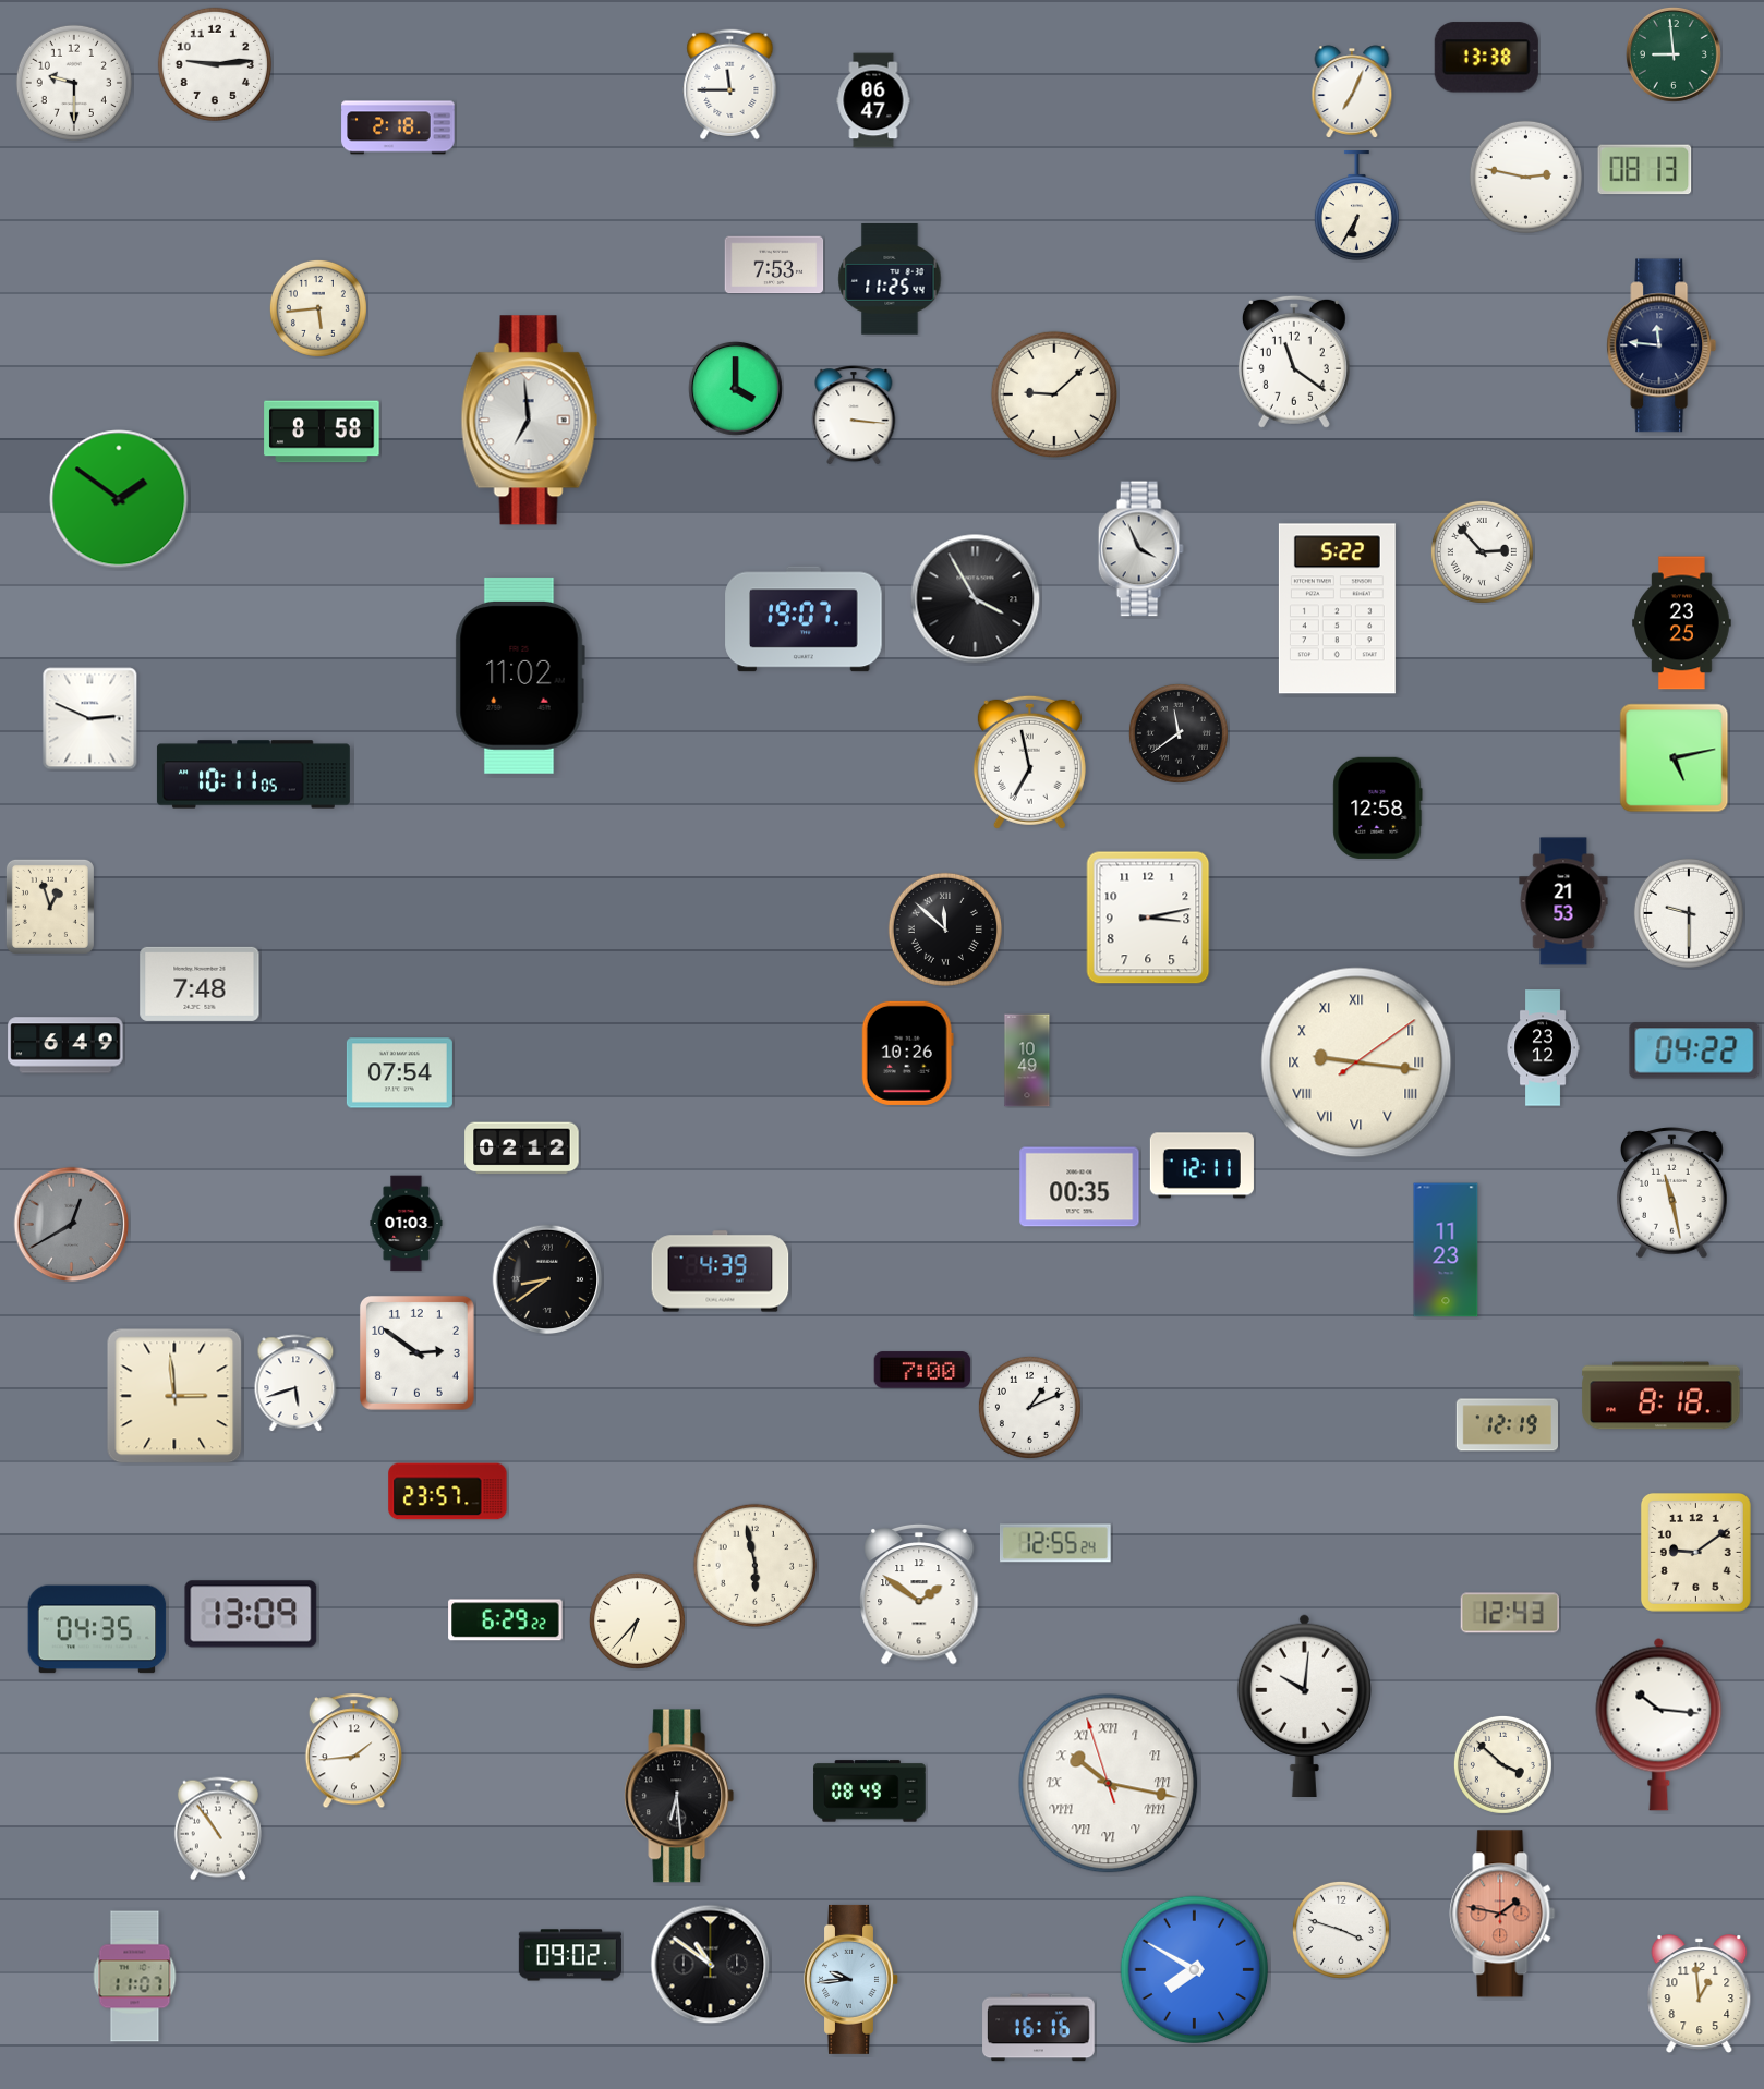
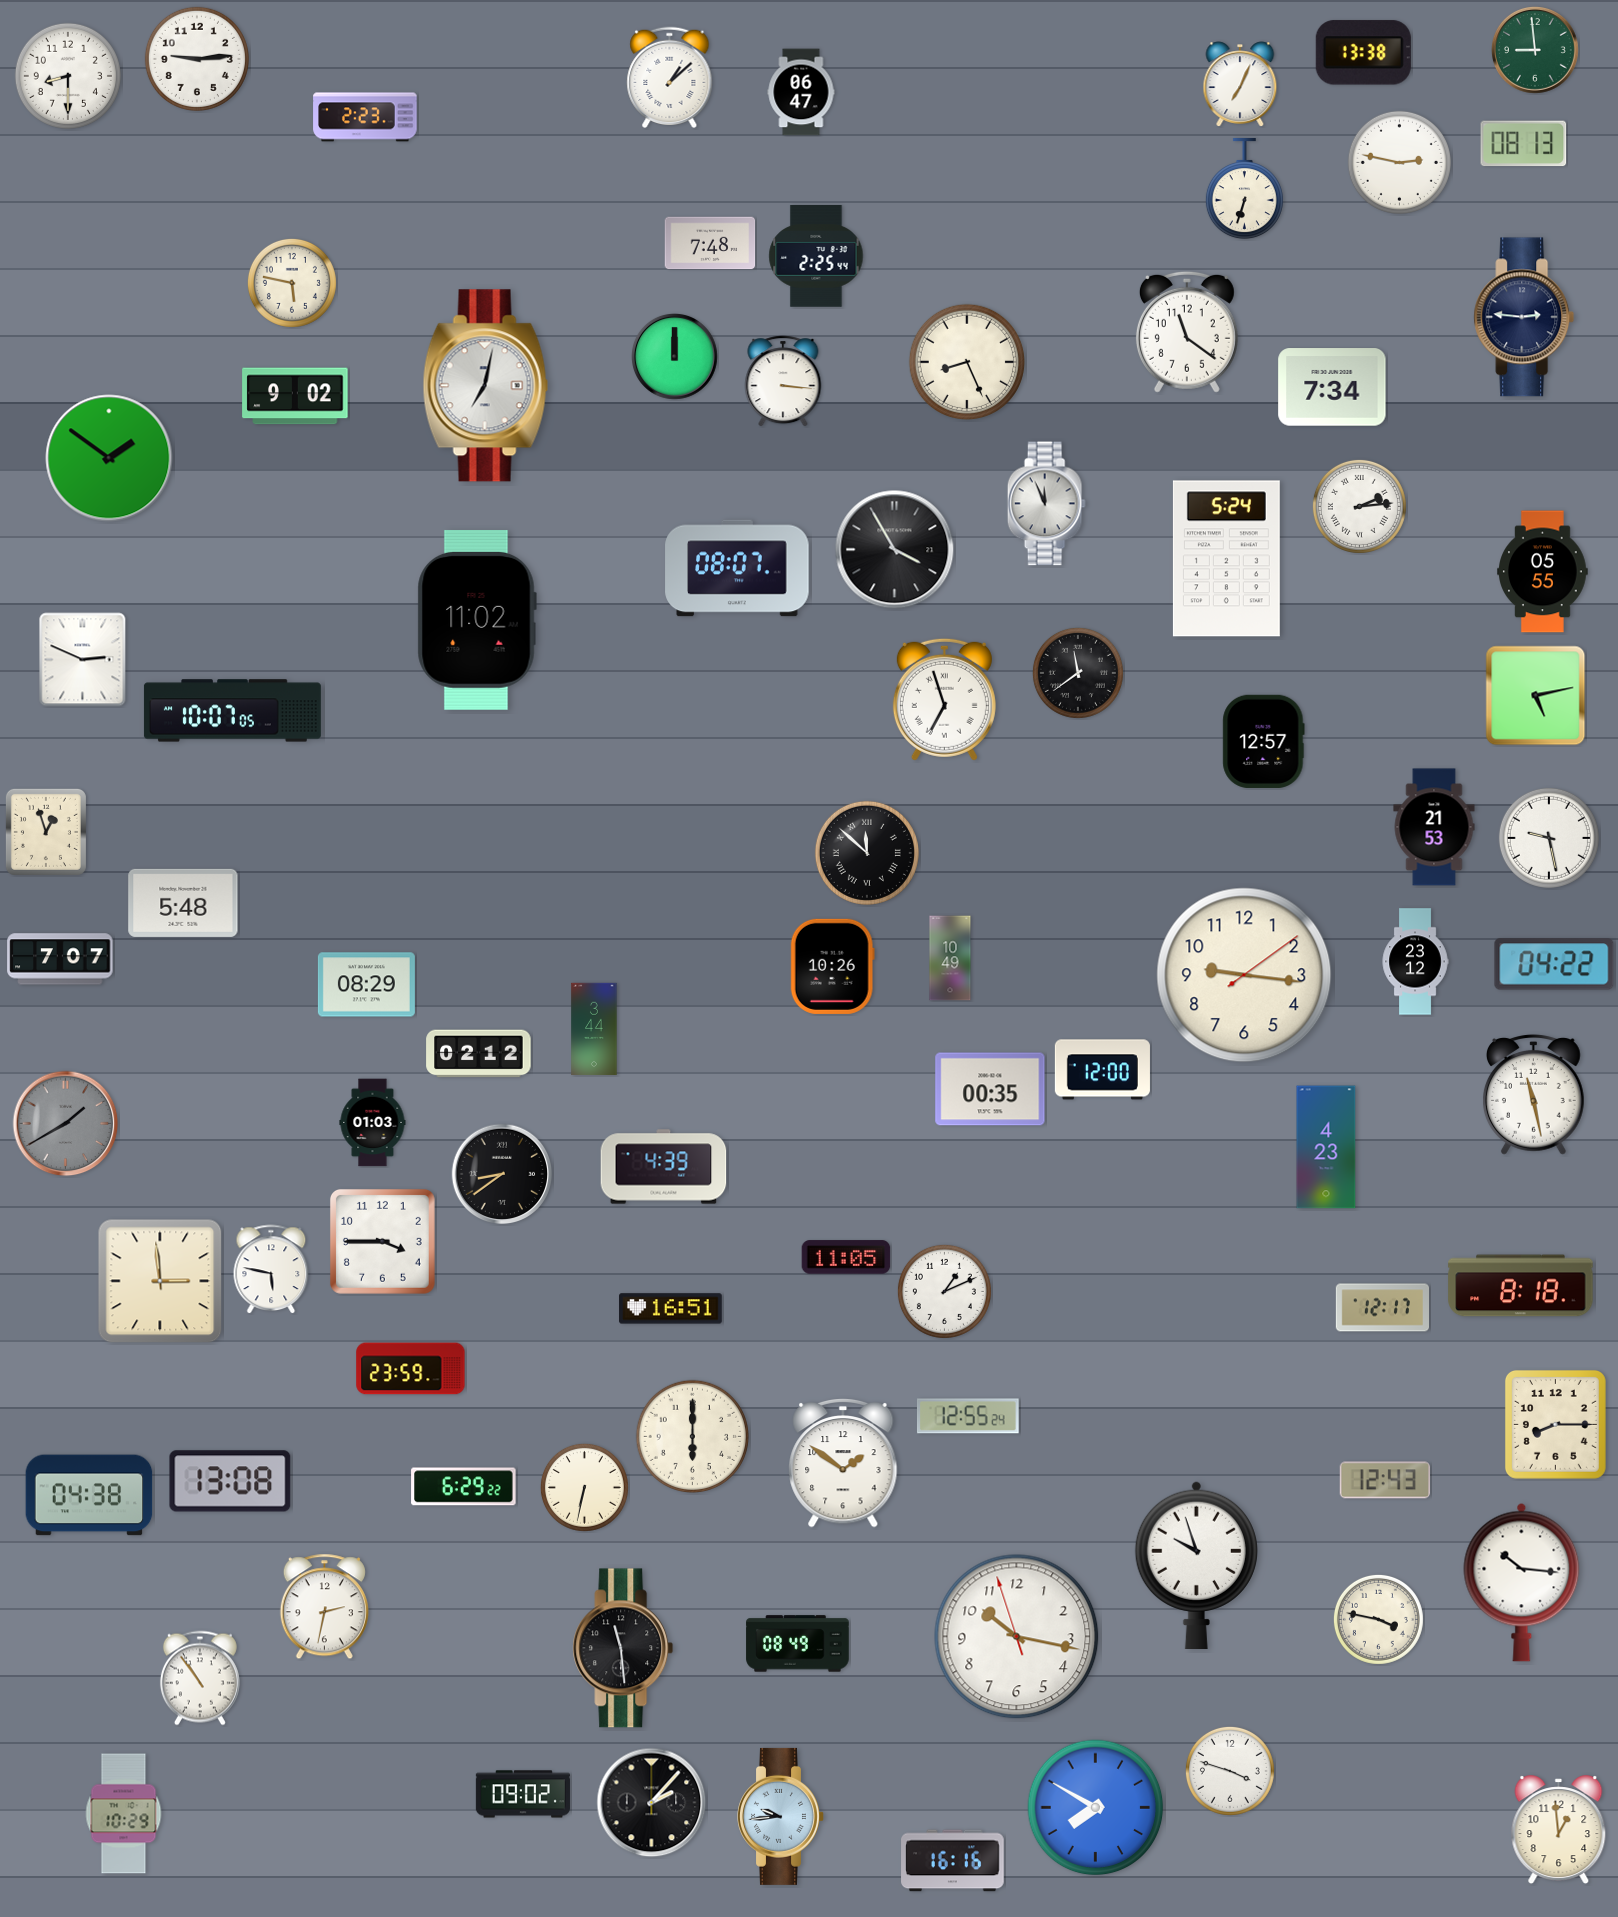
clock at (74, 83): 9:30 -> 8:30
clock at (730, 85): 11:45 -> 1:08
clock at (398, 127): 2:18 -> 2:23
clock at (1645, 170) position: (1645, 170) -> (1524, 144)
clock at (1356, 207): 6:35 -> 6:33
clock at (774, 265): 7:53 -> 7:48
clock at (890, 279): 11:25 -> 2:25
clock at (318, 308): 5:44 -> 5:47
clock at (1662, 345): 11:46 -> 2:46
clock at (736, 389): 4:00 -> 12:00
clock at (1053, 394): 9:08 -> 8:26
clock at (529, 421): 6:59 -> 7:02
clock at (1332, 387): none -> 7:34
clock at (322, 432): 8:58 -> 9:02
clock at (1140, 549): 3:56 -> 11:56
clock at (1482, 551): 2:53 -> 2:14
clock at (1337, 609): 5:22 -> 5:24
clock at (804, 619): 19:07 -> 08:07
clock at (1682, 623): 23:25 -> 05:55
clock at (1179, 733) position: (1179, 733) -> (1078, 673)
clock at (1029, 762): 6:58 -> 6:57
clock at (253, 775): 10:11 -> 10:07
clock at (1378, 807): 12:58 -> 12:57
clock at (1689, 913): 9:30 -> 9:28
clock at (1148, 918): 3:13 -> none
clock at (200, 984): 7:48 -> 5:48
clock at (65, 1045): 6:49 -> 7:07
clock at (1027, 1060) position: (1027, 1060) -> (950, 958)
clock at (1356, 1062) numerals: Roman -> Arabic
clock at (399, 1073): 07:54 -> 08:29
clock at (594, 1029): none -> 3:44
clock at (1201, 1166): 12:11 -> 12:00
clock at (72, 1225): 12:40 -> 1:40
clock at (1446, 1250): 11:23 -> 4:23
clock at (721, 1272) position: (721, 1272) -> (664, 1167)
clock at (416, 1352): 2:51 -> 3:45
clock at (922, 1370): 7:00 -> 11:05
clock at (295, 1383): 5:42 -> 5:47
clock at (1662, 1396) position: (1662, 1396) -> (1521, 1286)
clock at (1507, 1425): 12:19 -> 12:17
clock at (671, 1309): none -> 16:51
clock at (448, 1492): 23:57 -> 23:59
clock at (1695, 1552): 9:09 -> 8:15
clock at (754, 1565): 5:58 -> 6:00
clock at (251, 1614): 13:09 -> 13:08
clock at (637, 1620): 6:37 -> 6:32
clock at (97, 1629): 04:35 -> 04:38
clock at (1304, 1704): 10:01 -> 9:57
clock at (353, 1751): 1:44 -> 2:32
clock at (1502, 1764): 3:52 -> 3:47
clock at (1109, 1784) numerals: Roman -> Arabic
clock at (679, 1796): 6:29 -> 11:29
clock at (1502, 1914): 1:47 -> none
clock at (711, 1965): 10:51 -> 2:07
clock at (135, 1977): 11:07 -> 10:29
